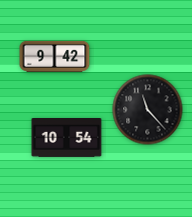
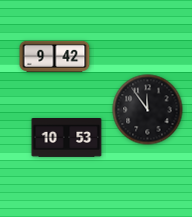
clock at (148, 110): 11:23 -> 11:54
clock at (67, 138): 10:54 -> 10:53
